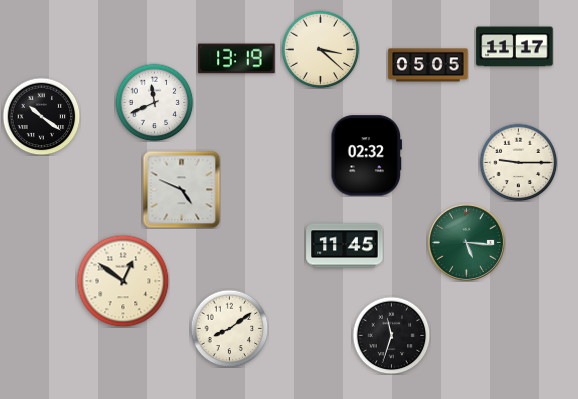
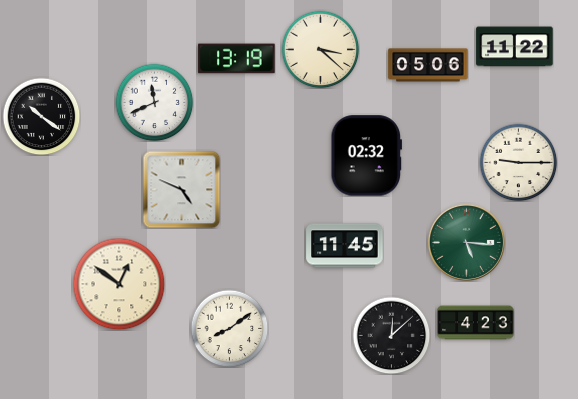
clock at (515, 47): 11:17 -> 11:22
clock at (428, 65): 05:05 -> 05:06
clock at (123, 281) position: (123, 281) -> (119, 284)
clock at (476, 323): none -> 4:23
clock at (391, 335): 11:33 -> 12:08
